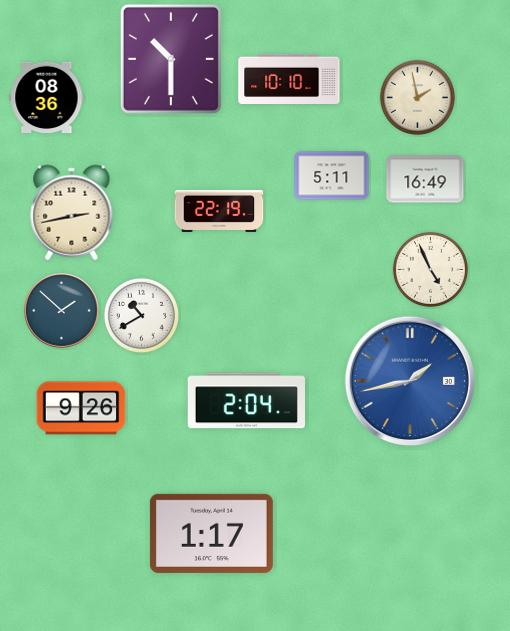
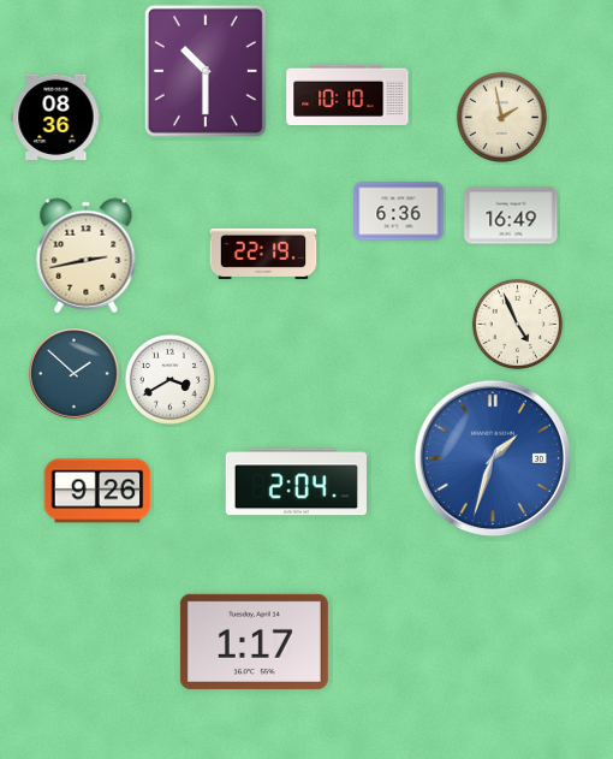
clock at (332, 176): 5:11 -> 6:36
clock at (141, 315): 10:40 -> 3:40
clock at (409, 380): 1:43 -> 1:33
